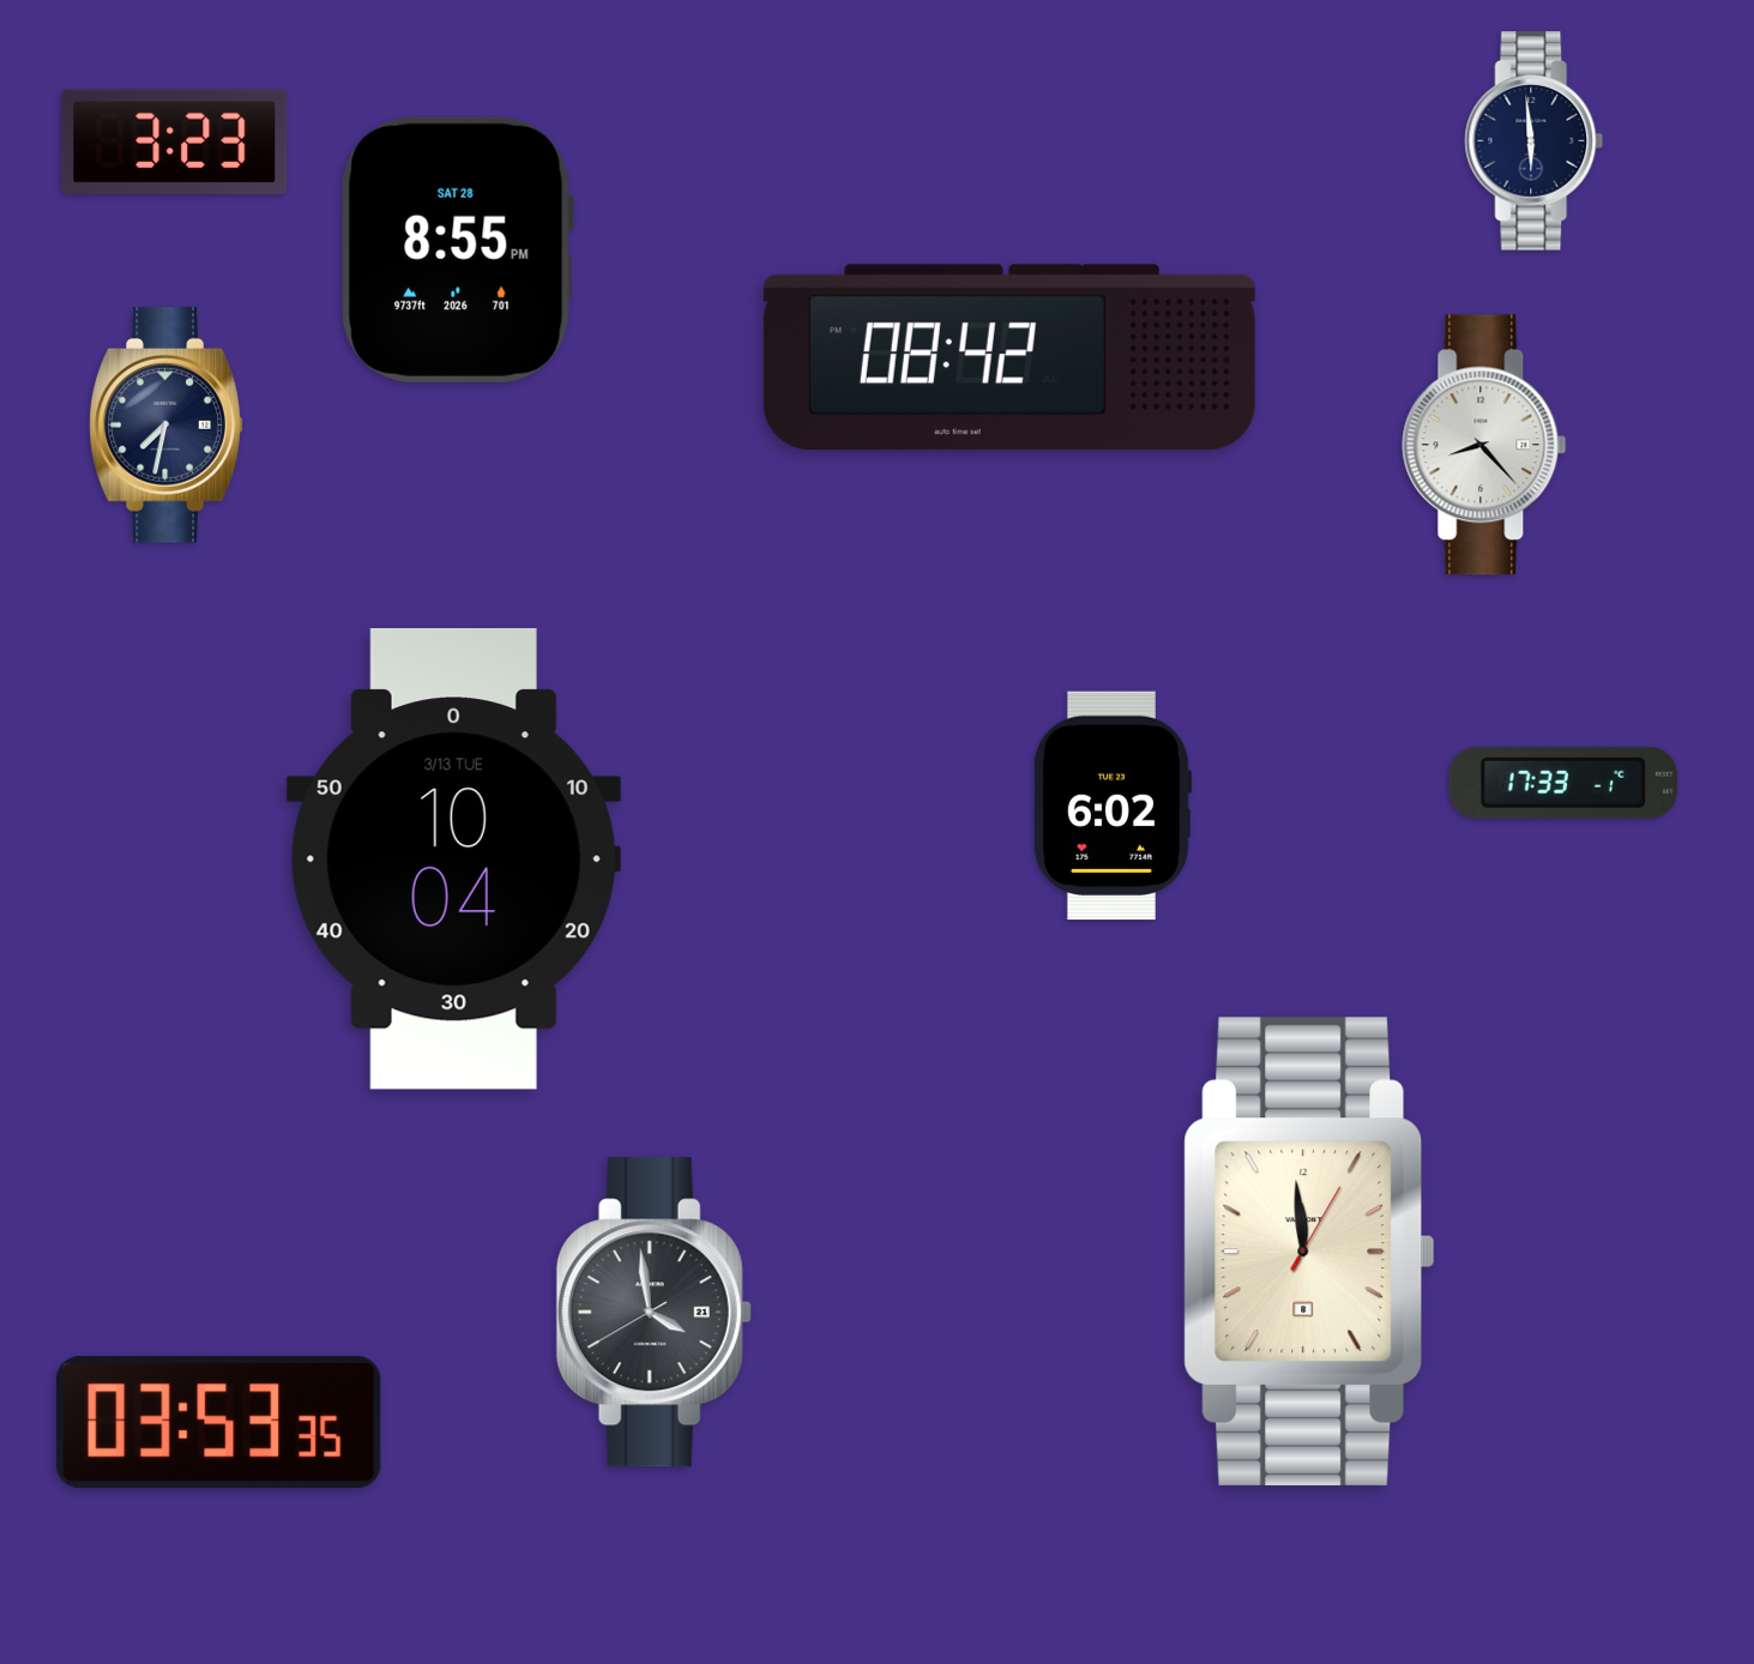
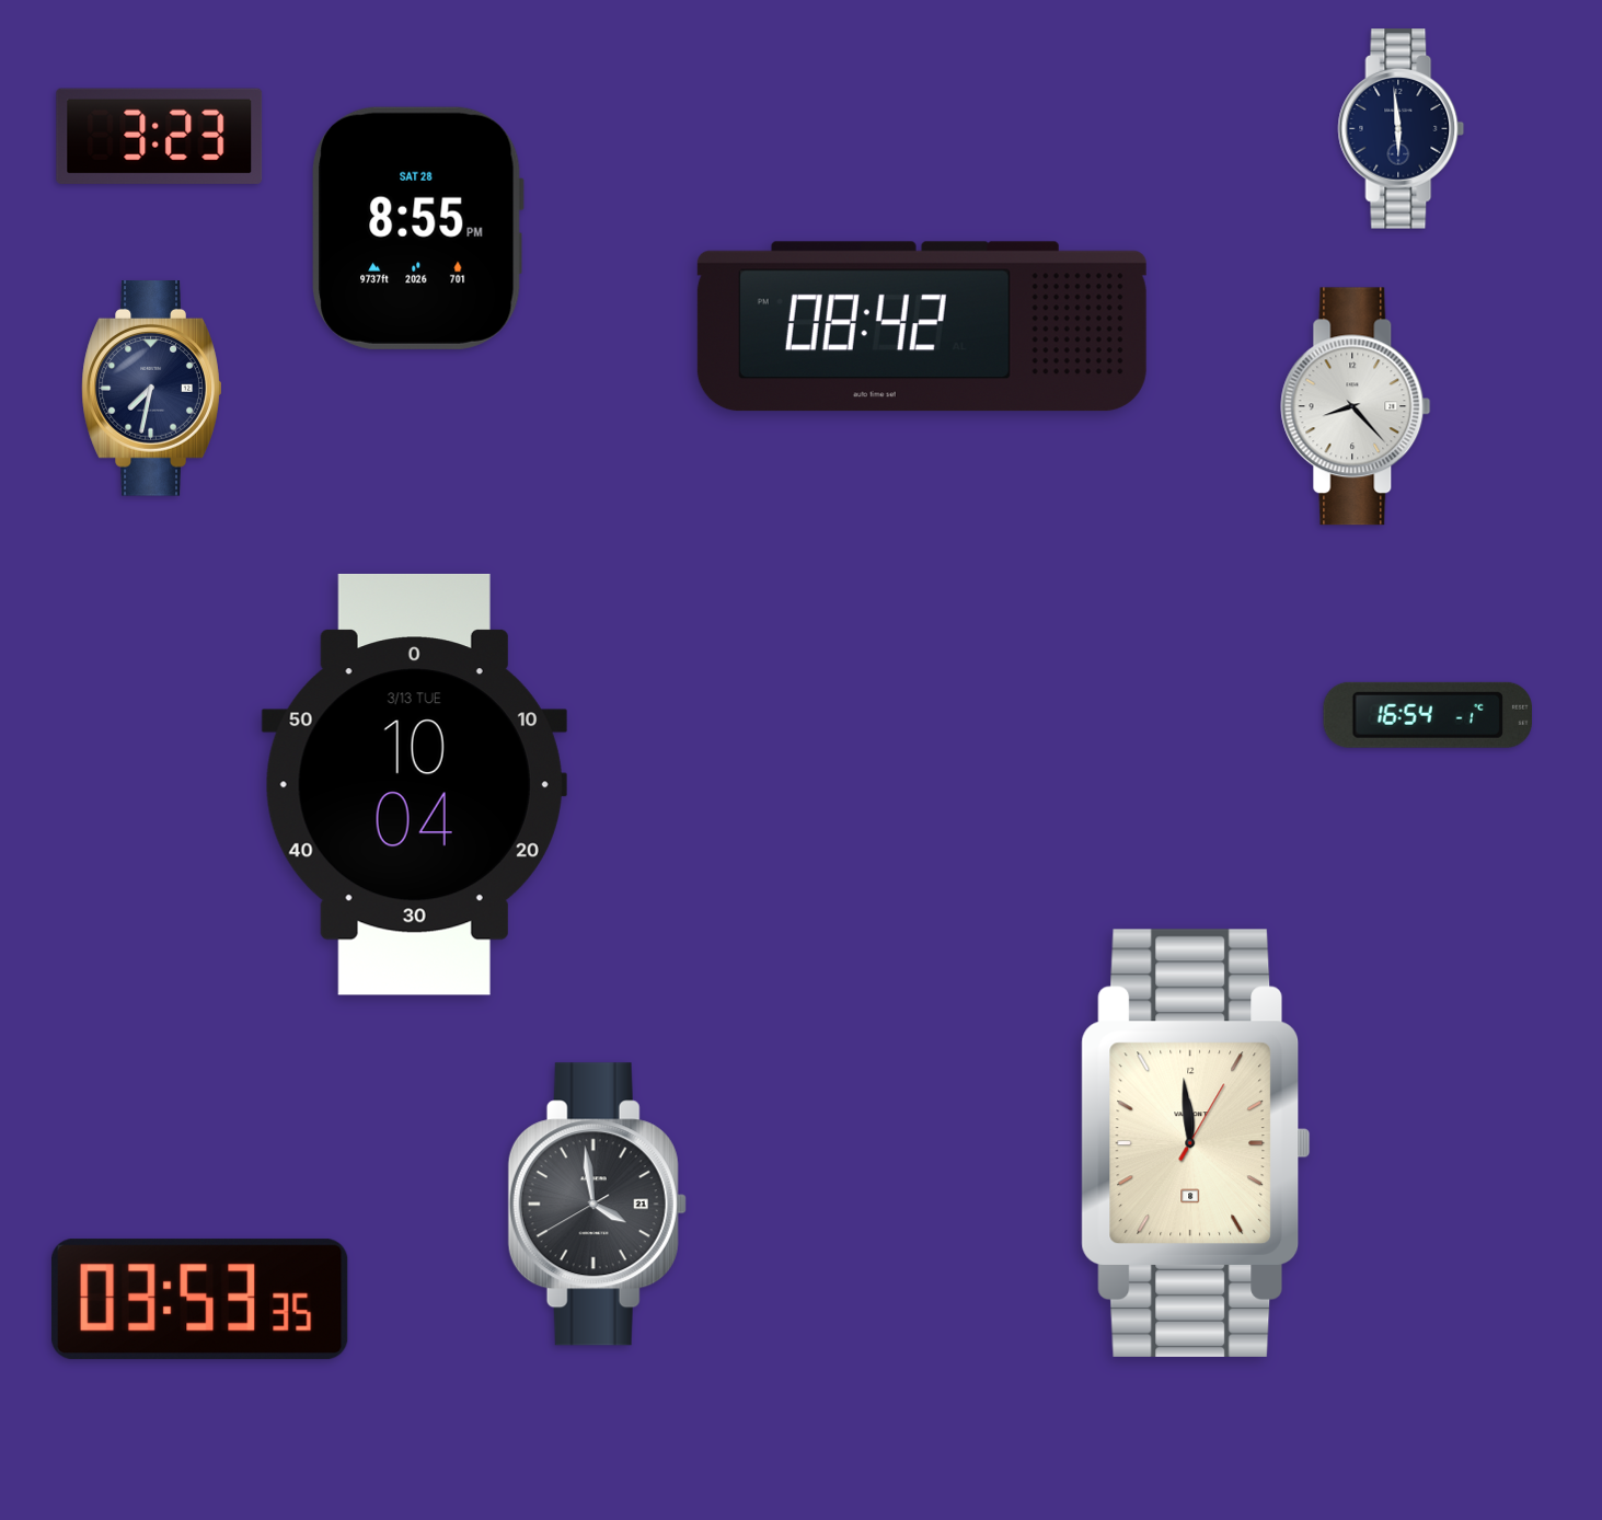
clock at (175, 141) position: (175, 141) -> (160, 136)
clock at (1562, 783): 17:33 -> 16:54
clock at (1111, 806): 6:02 -> none
clock at (653, 1313) position: (653, 1313) -> (597, 1205)
